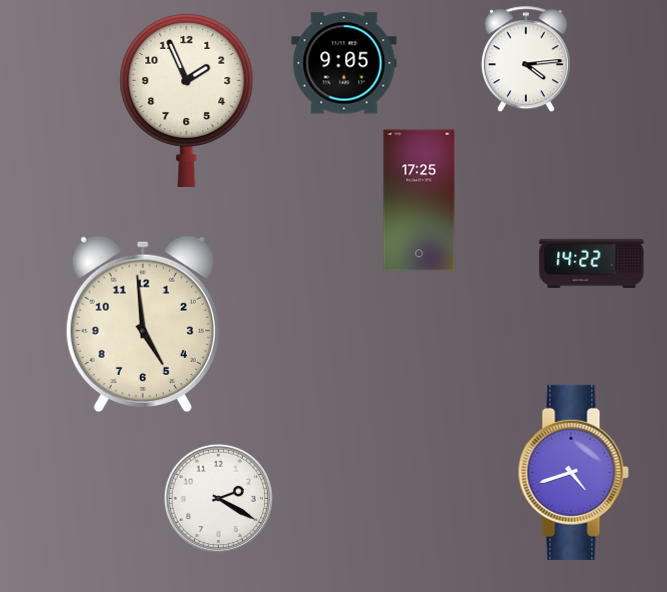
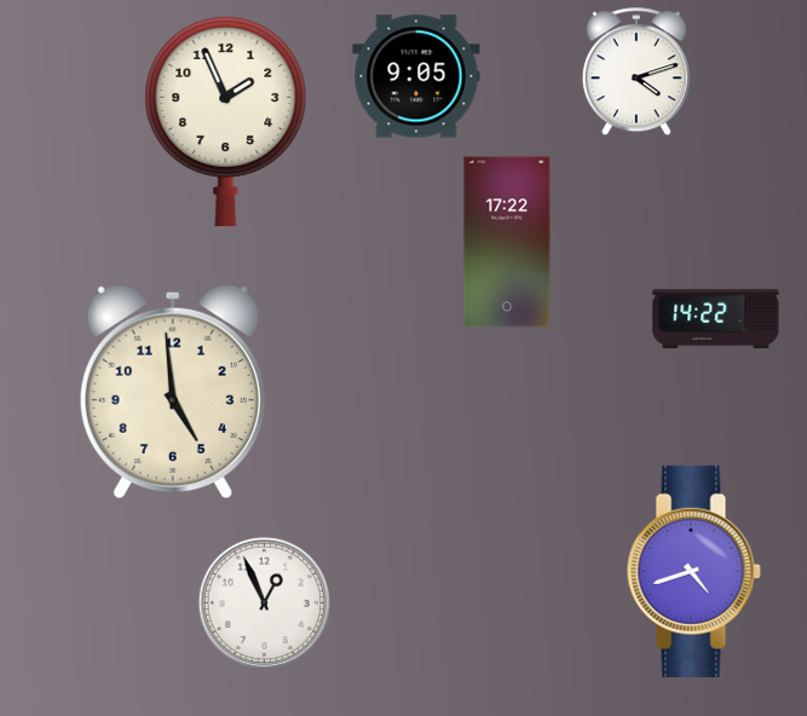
clock at (526, 60): 4:14 -> 4:12
clock at (419, 200): 17:25 -> 17:22
clock at (218, 498): 2:20 -> 12:56
